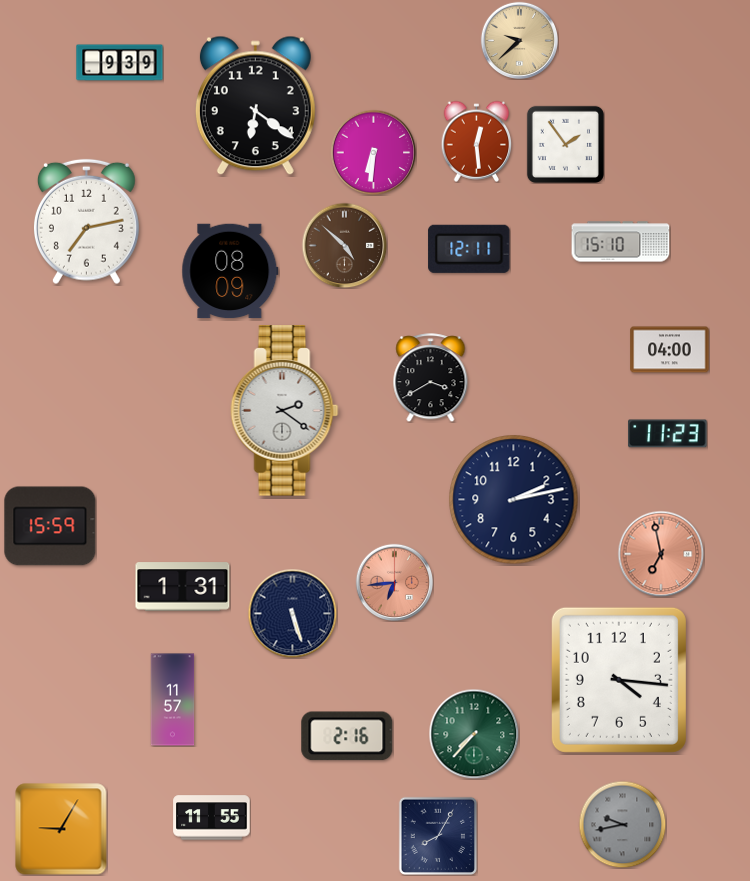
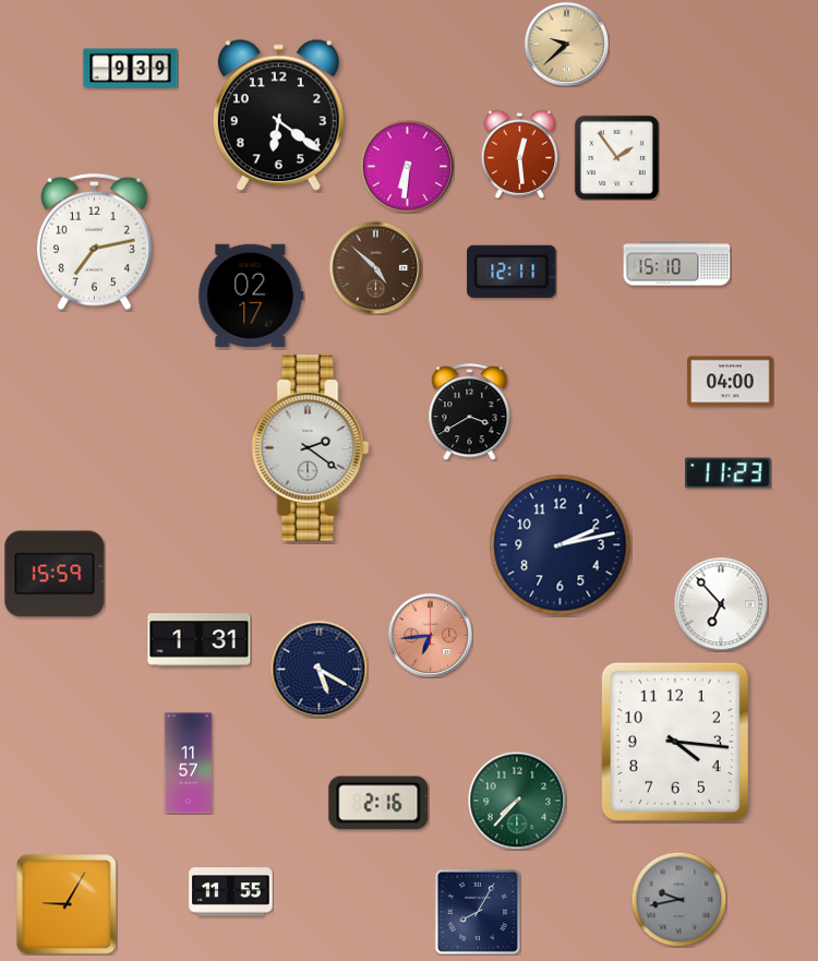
clock at (230, 271): 08:09 -> 02:17
clock at (661, 554): 6:58 -> 6:53
clock at (661, 554) dial: salmon -> white
clock at (292, 613): 5:27 -> 5:20
